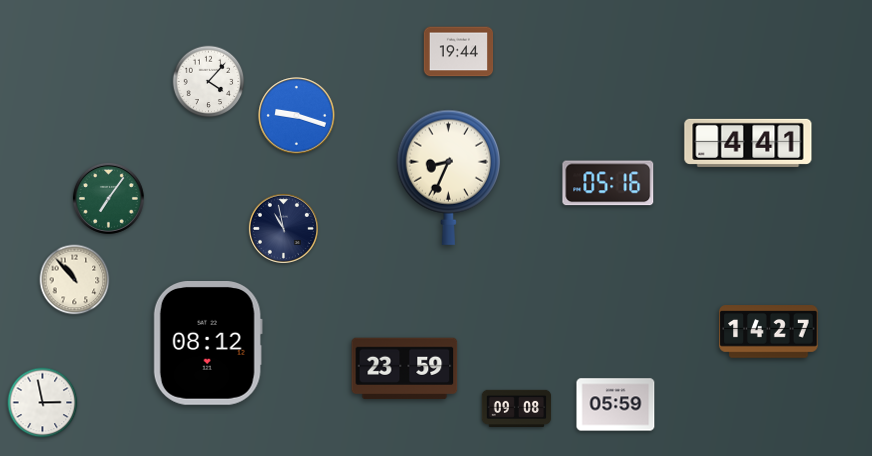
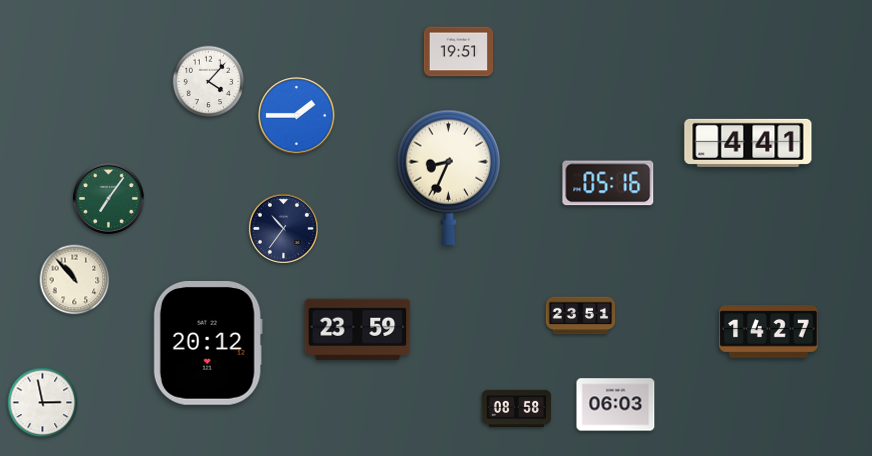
clock at (459, 52): 19:44 -> 19:51
clock at (297, 116): 9:18 -> 1:45
clock at (283, 228): 10:58 -> 10:36
clock at (581, 316): none -> 23:51
clock at (208, 344): 08:12 -> 20:12
clock at (405, 369) position: (405, 369) -> (358, 330)
clock at (616, 405): 05:59 -> 06:03
clock at (517, 408): 09:08 -> 08:58
